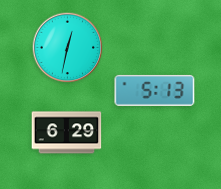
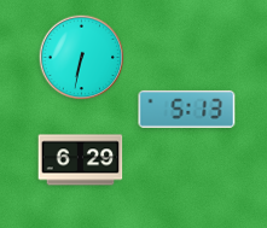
clock at (68, 48): 12:32 -> 6:32
